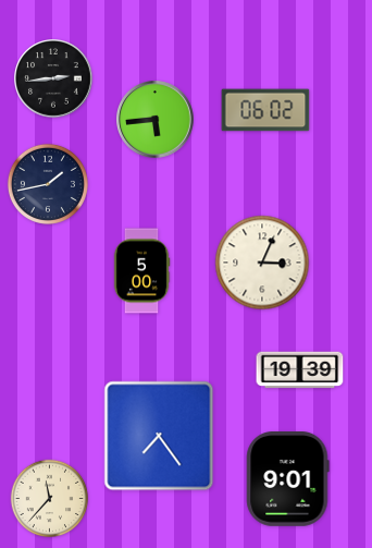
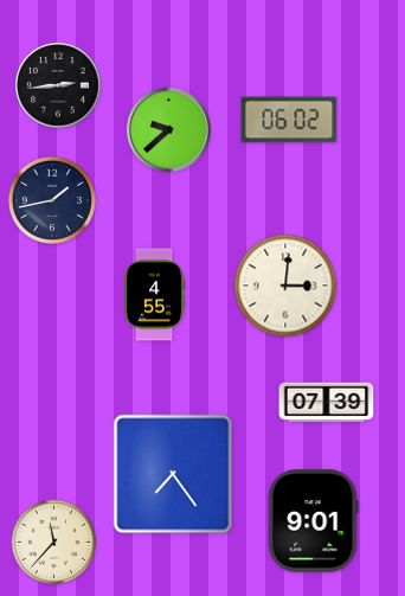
clock at (156, 120): 5:44 -> 9:38
clock at (262, 263): 3:04 -> 3:01
clock at (141, 271): 5:00 -> 4:55
clock at (300, 370): 19:39 -> 07:39
